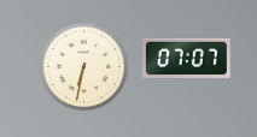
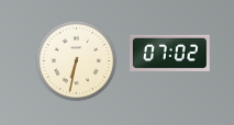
clock at (187, 58): 07:07 -> 07:02
